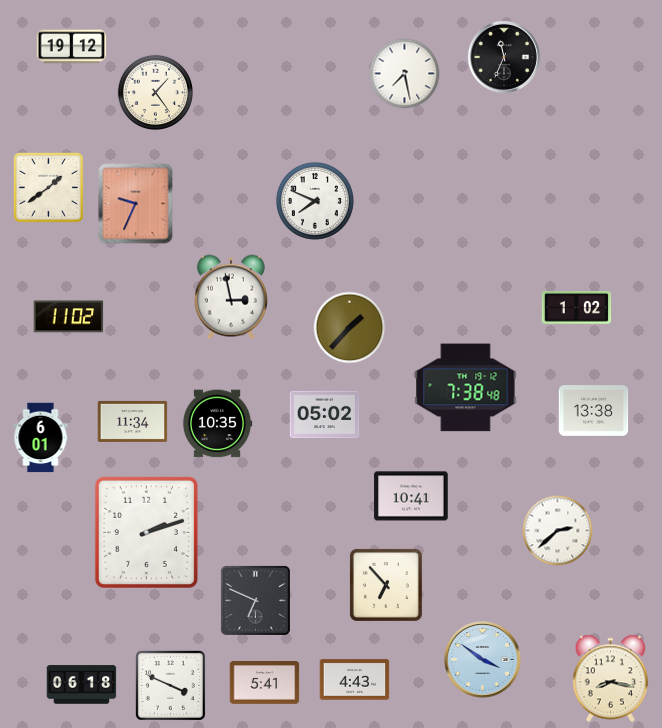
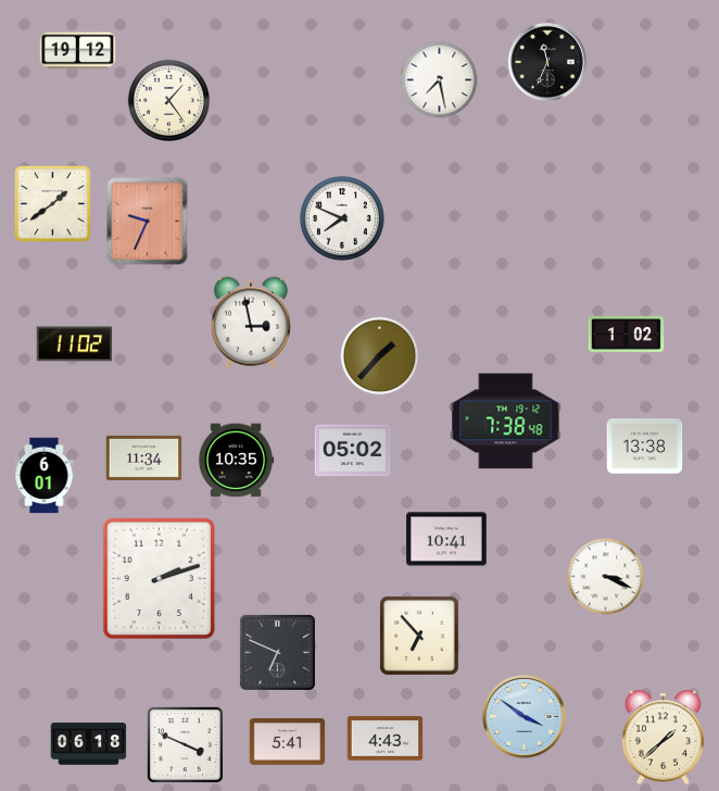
clock at (558, 531): 2:38 -> 3:19
clock at (611, 679): 8:17 -> 1:38
